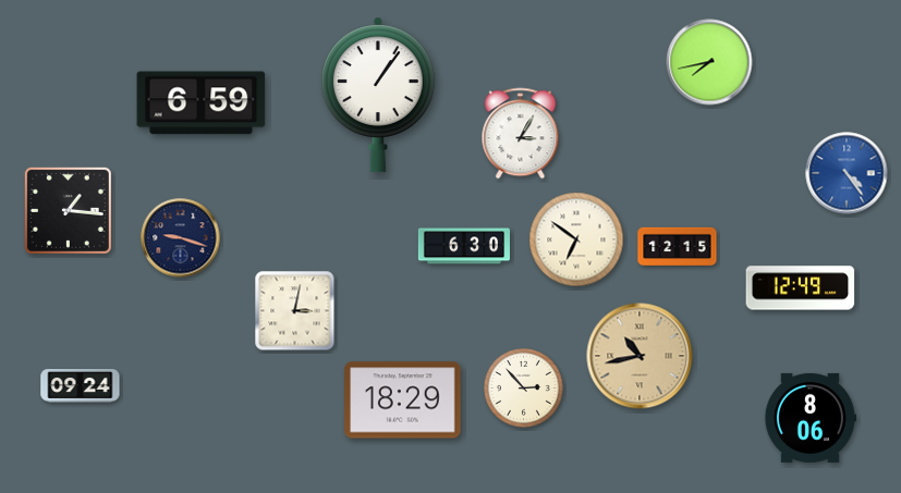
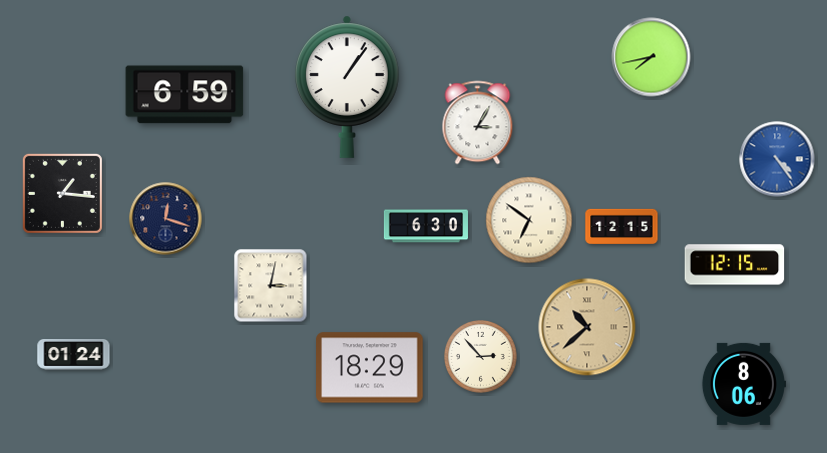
clock at (181, 238): 9:18 -> 12:18
clock at (801, 288): 12:49 -> 12:15
clock at (640, 356): 10:43 -> 10:38
clock at (81, 386): 09:24 -> 01:24
